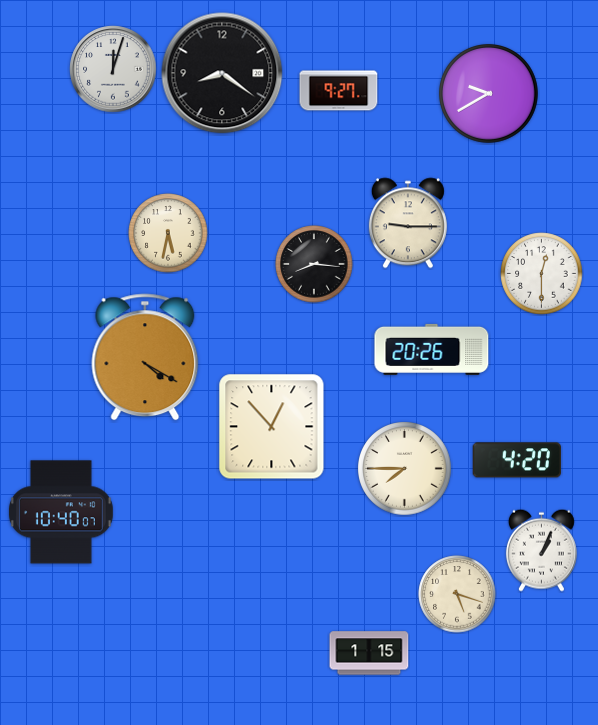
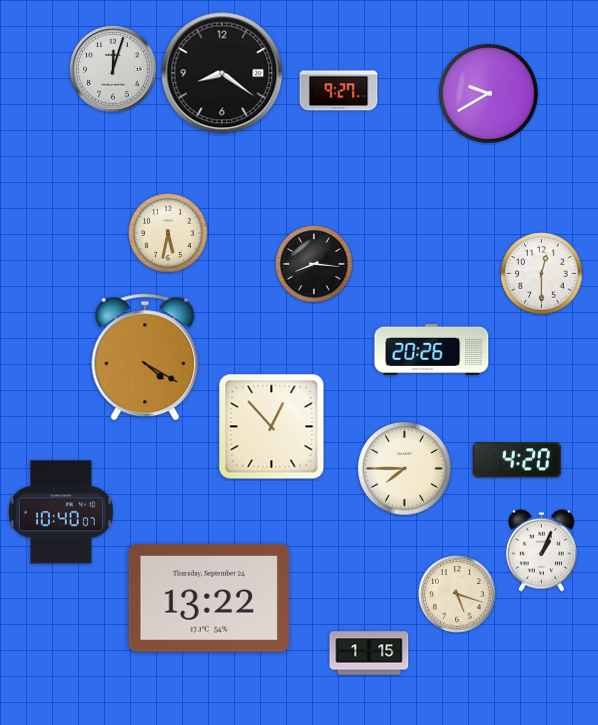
clock at (408, 223): 9:15 -> none
clock at (209, 598): none -> 13:22
